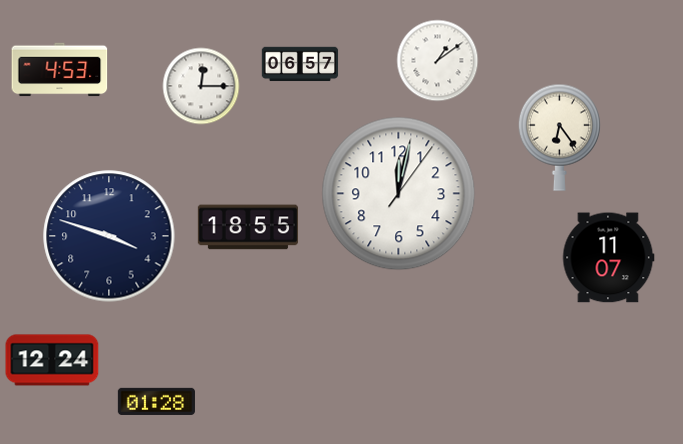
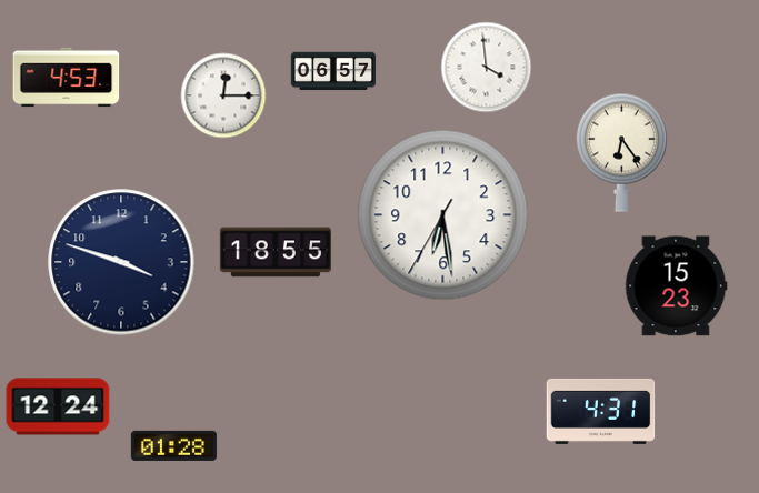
clock at (438, 61): 1:09 -> 3:59
clock at (399, 194): 12:02 -> 6:28
clock at (608, 258): 11:07 -> 15:23
clock at (52, 360) position: (52, 360) -> (58, 406)
clock at (601, 411): none -> 4:31
